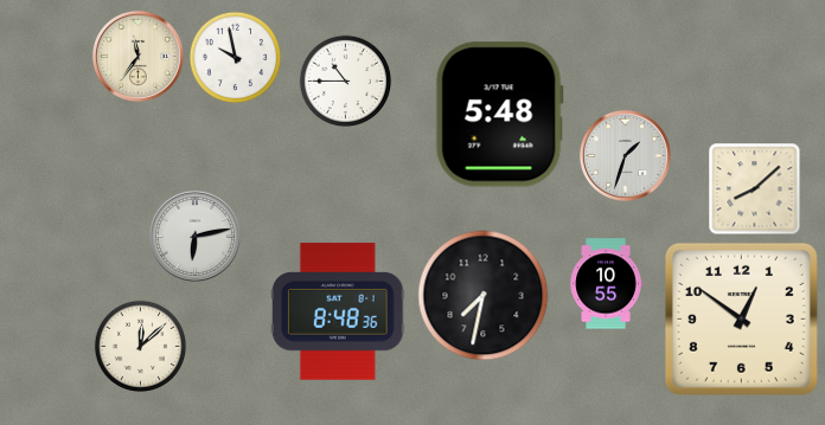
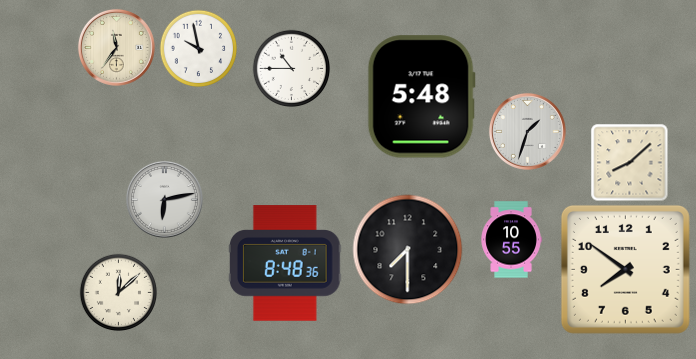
clock at (754, 188) position: (754, 188) -> (629, 162)
clock at (484, 296): 7:32 -> 7:30
clock at (741, 318): 12:51 -> 7:51
